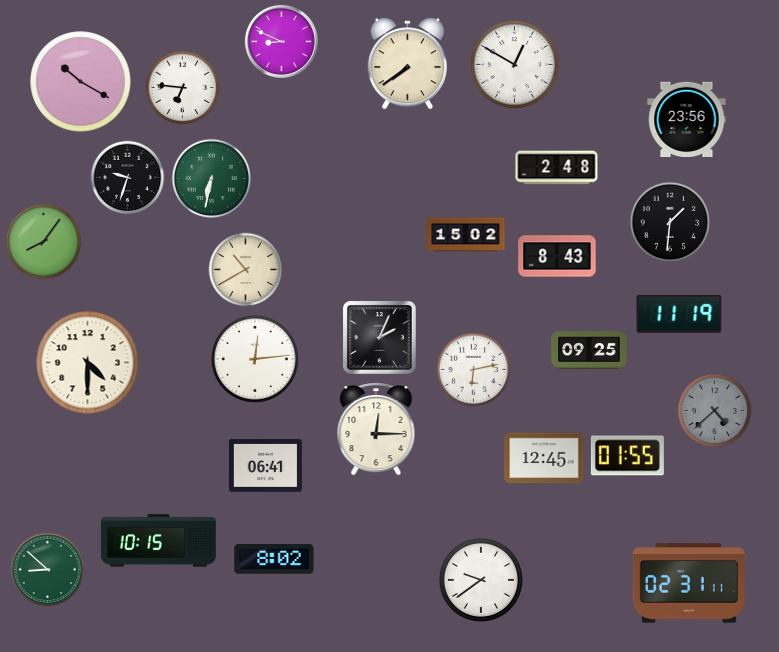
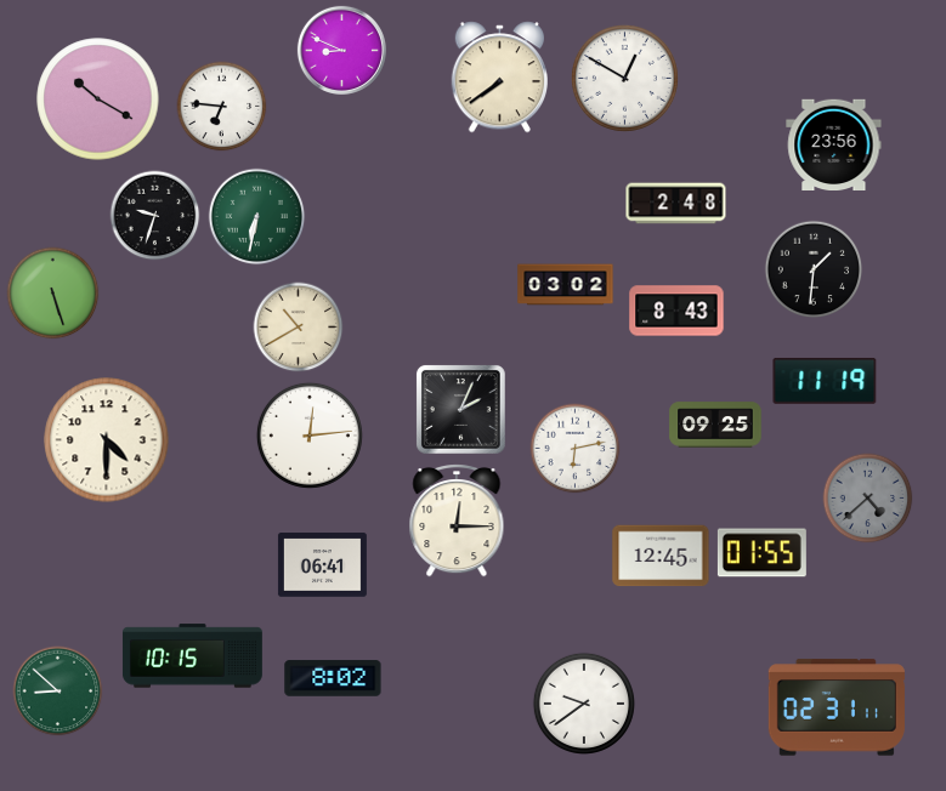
clock at (407, 64) position: (407, 64) -> (499, 78)
clock at (466, 235): 15:02 -> 03:02
clock at (44, 242): 8:06 -> 5:27
